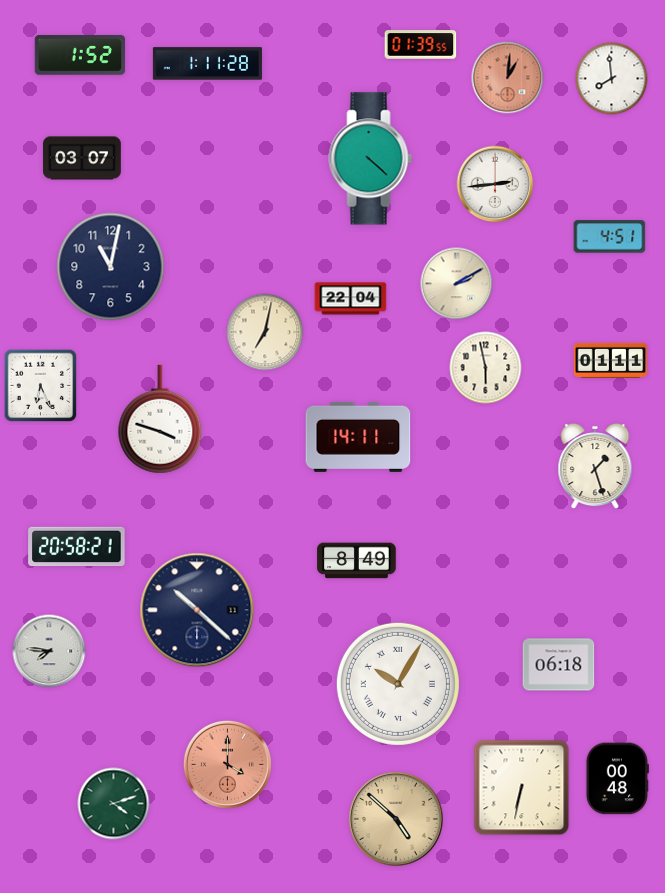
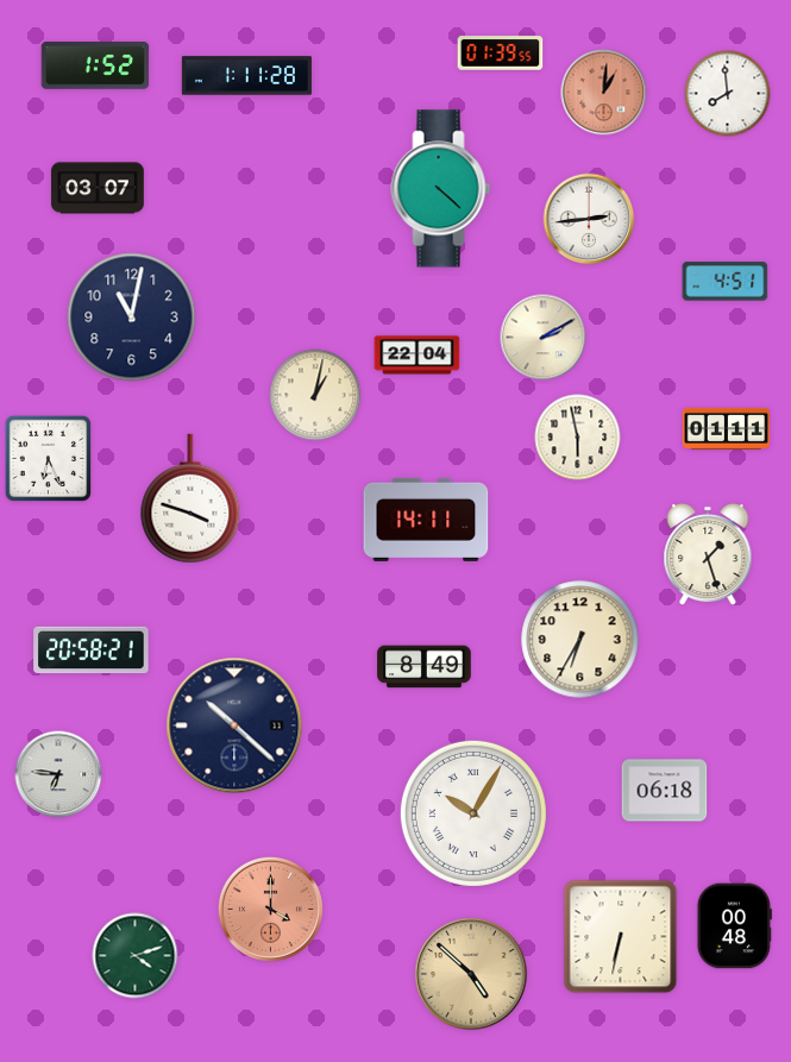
clock at (265, 332): 7:02 -> 1:02
clock at (580, 640): none -> 6:35
clock at (49, 651): 7:46 -> 6:46
